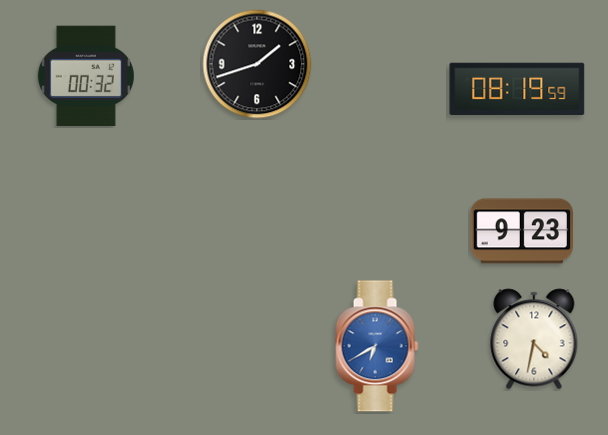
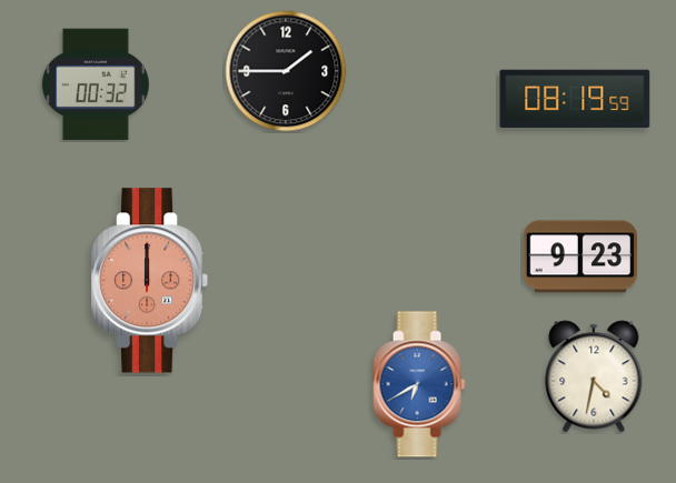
clock at (257, 64): 1:42 -> 1:45
clock at (150, 281): none -> 12:00
